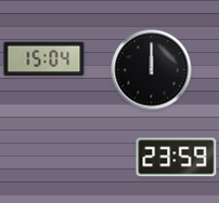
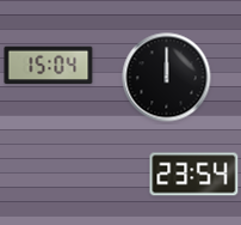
clock at (177, 158): 23:59 -> 23:54
